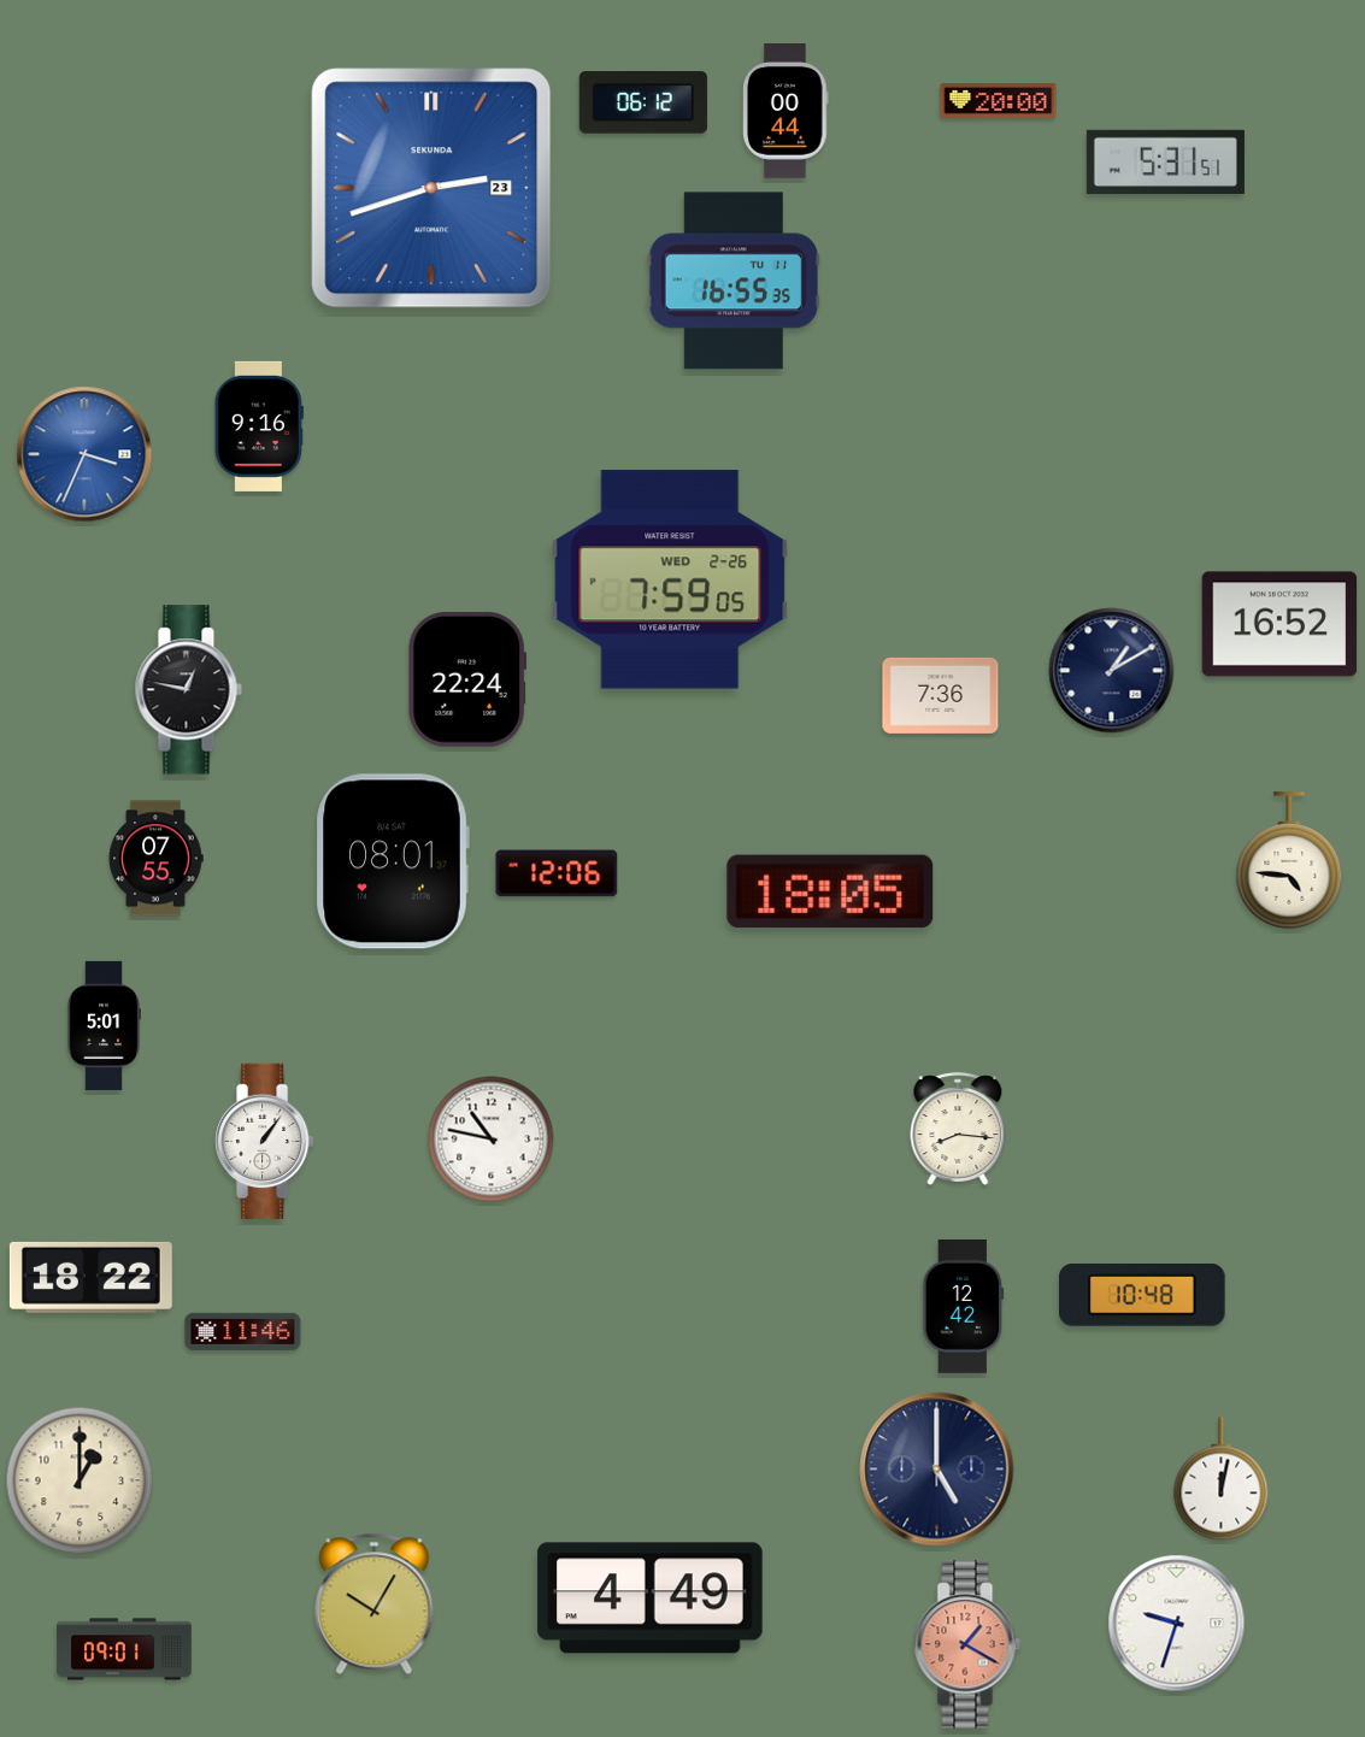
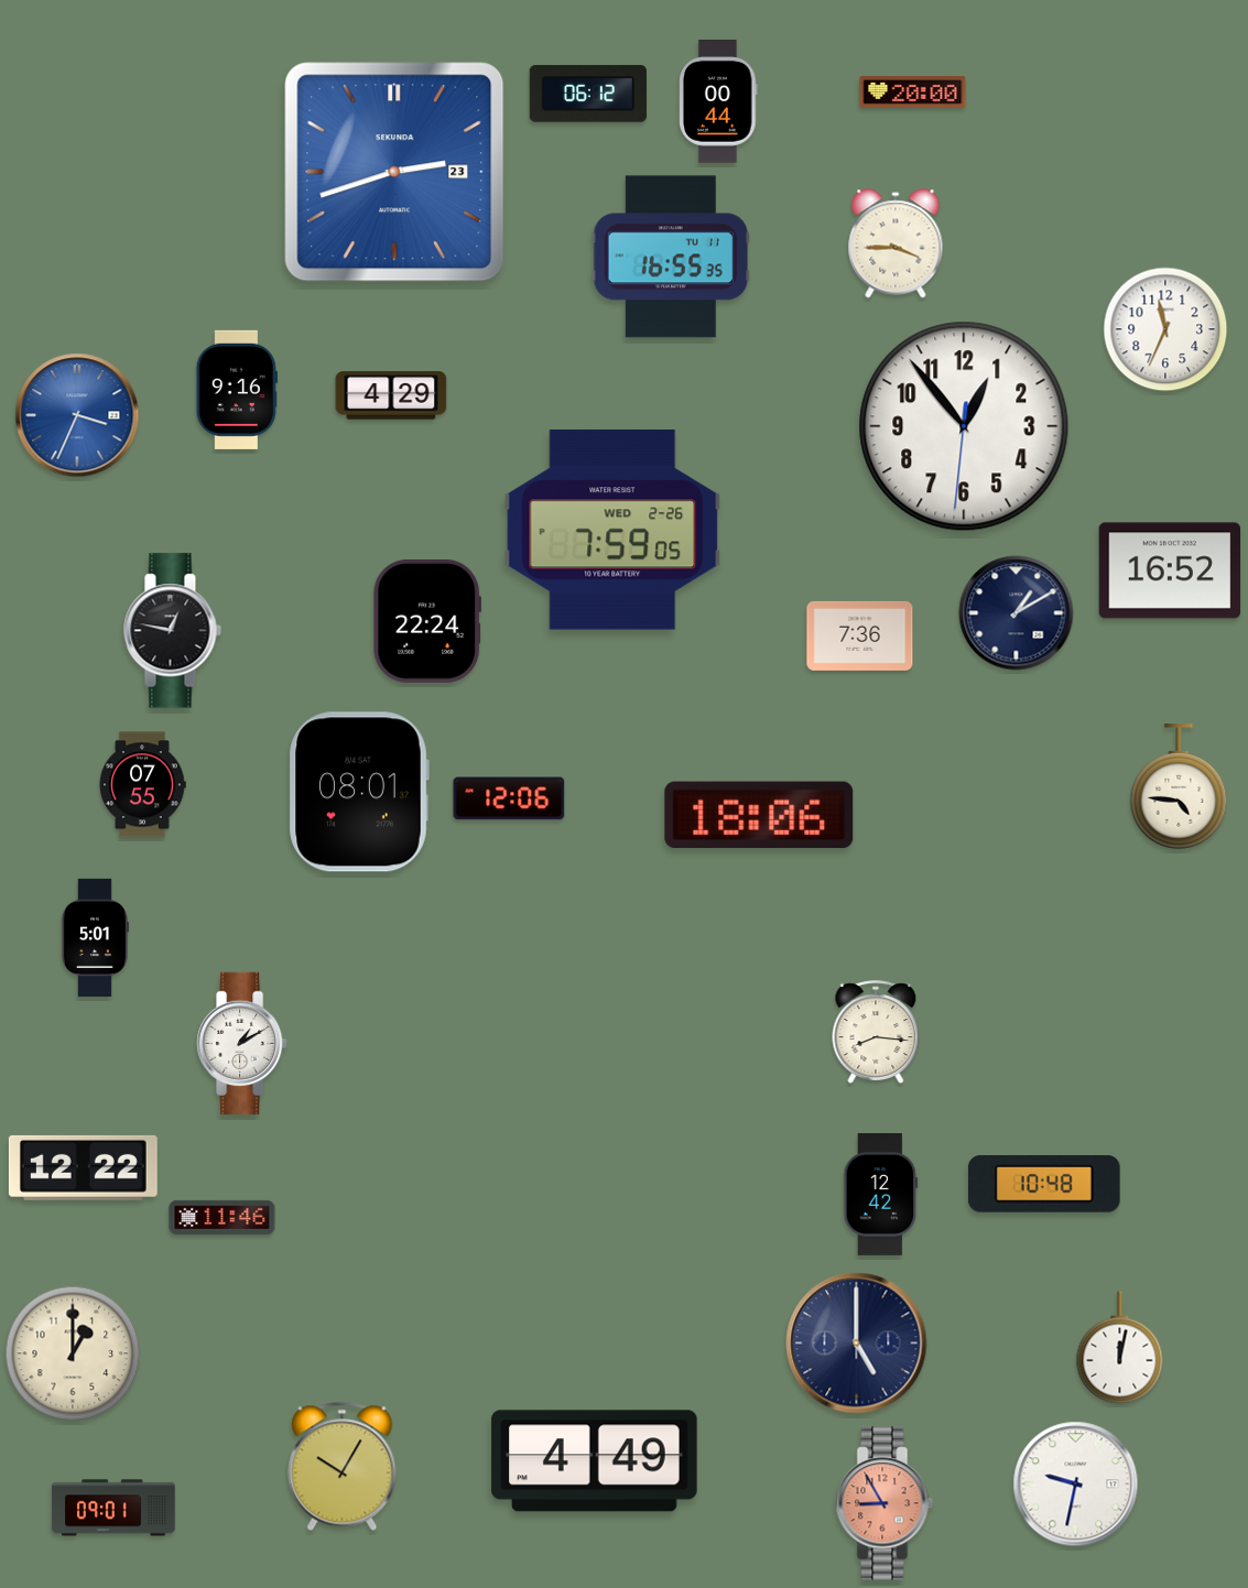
clock at (1165, 161): 5:31 -> none
clock at (896, 243): none -> 3:45
clock at (1165, 329): none -> 11:34
clock at (391, 395): none -> 4:29
clock at (964, 426): none -> 12:53
clock at (393, 861) position: (393, 861) -> (359, 792)
clock at (830, 891): 18:05 -> 18:06
clock at (492, 1140): 10:47 -> none
clock at (265, 1142): 1:06 -> 1:10
clock at (90, 1277): 18:22 -> 12:22
clock at (1222, 1479) position: (1222, 1479) -> (1120, 1348)
clock at (1177, 1624): 9:33 -> 9:32
clock at (967, 1644): 1:20 -> 8:55
